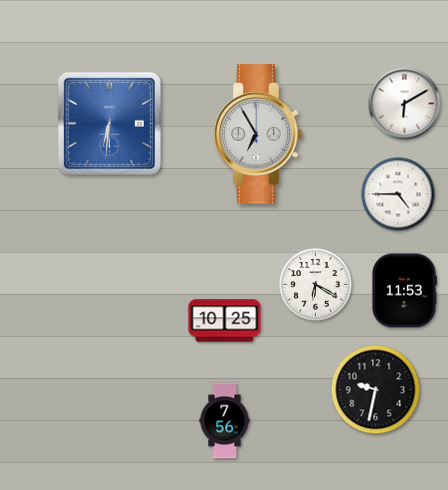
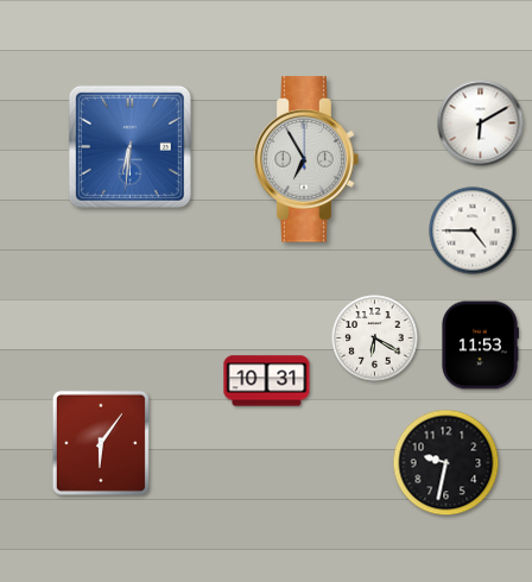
clock at (225, 321): 10:25 -> 10:31
clock at (101, 443): none -> 6:06
clock at (225, 421): 7:56 -> none
